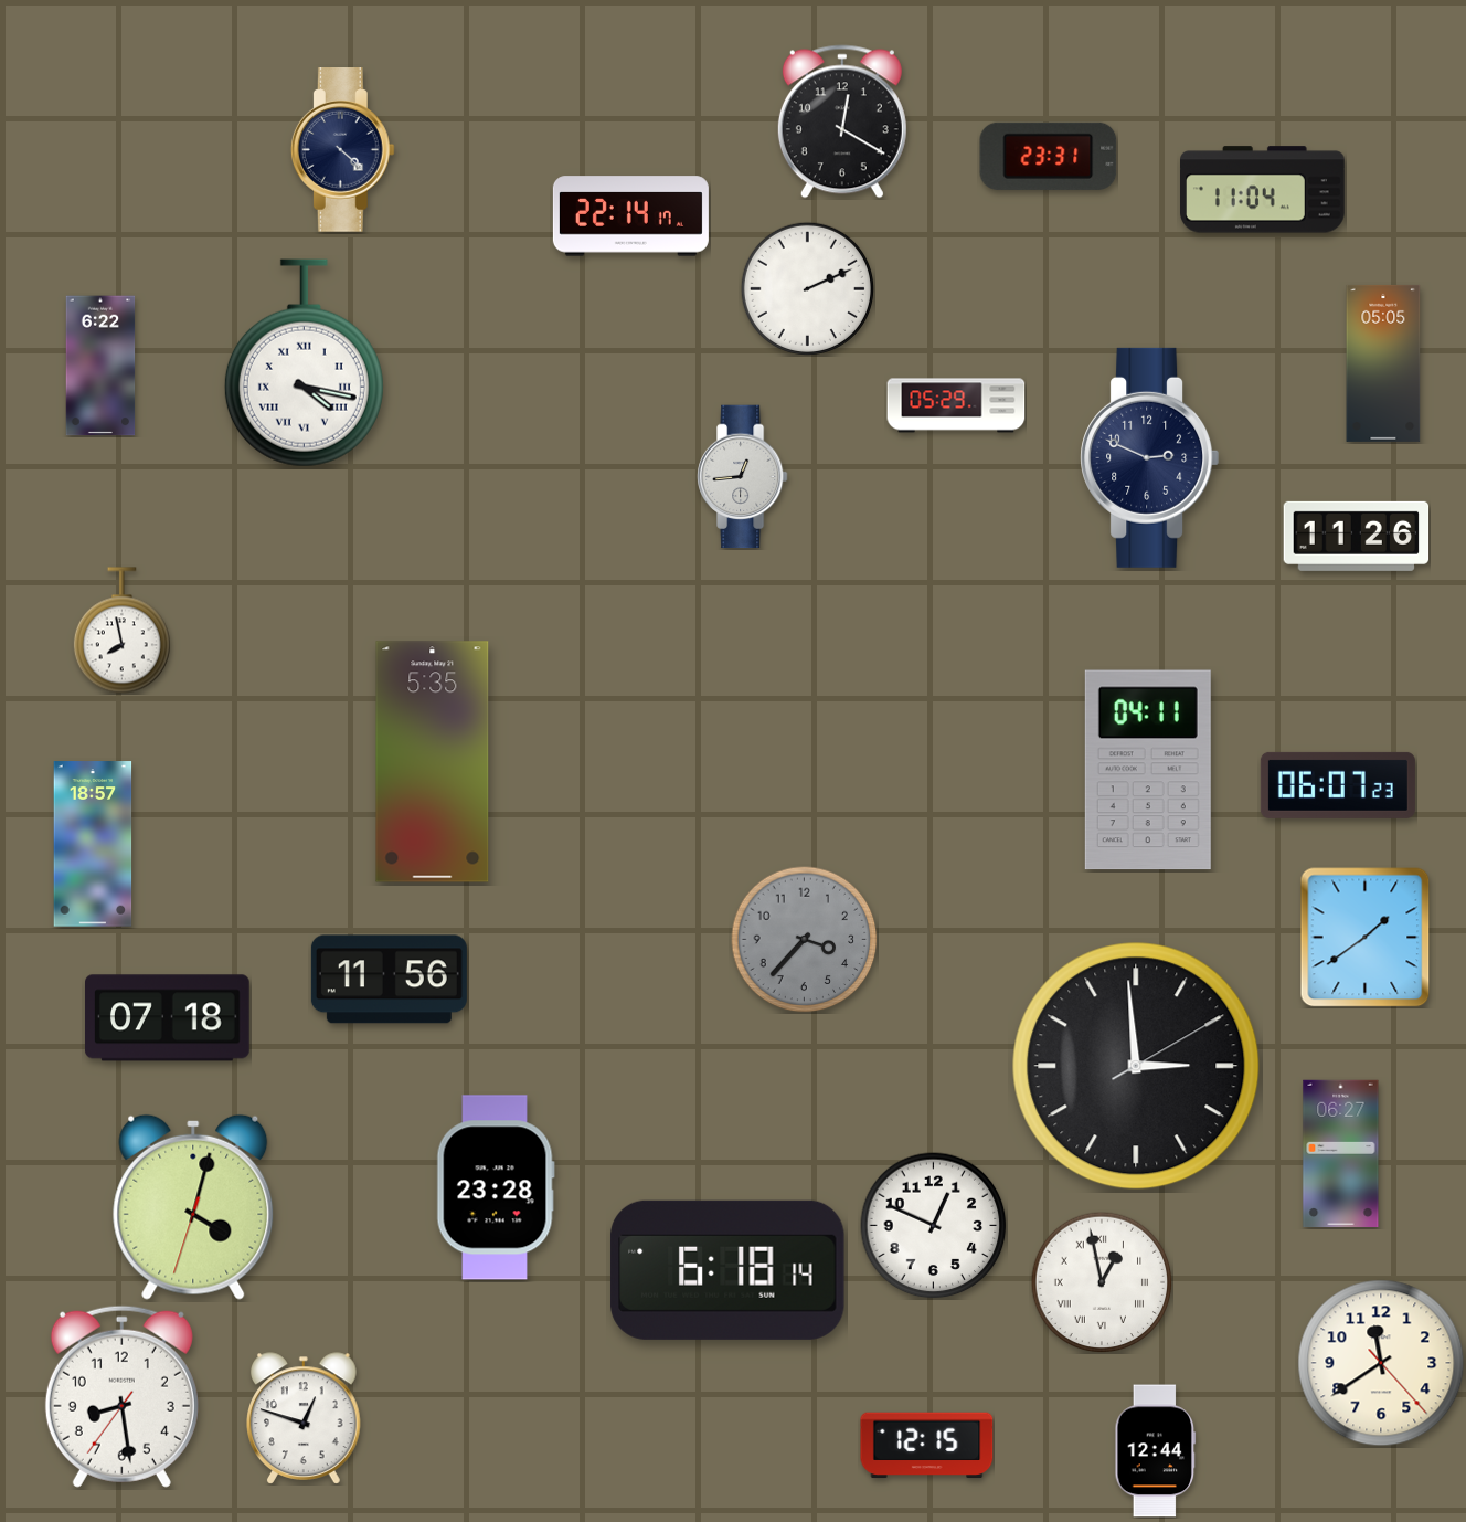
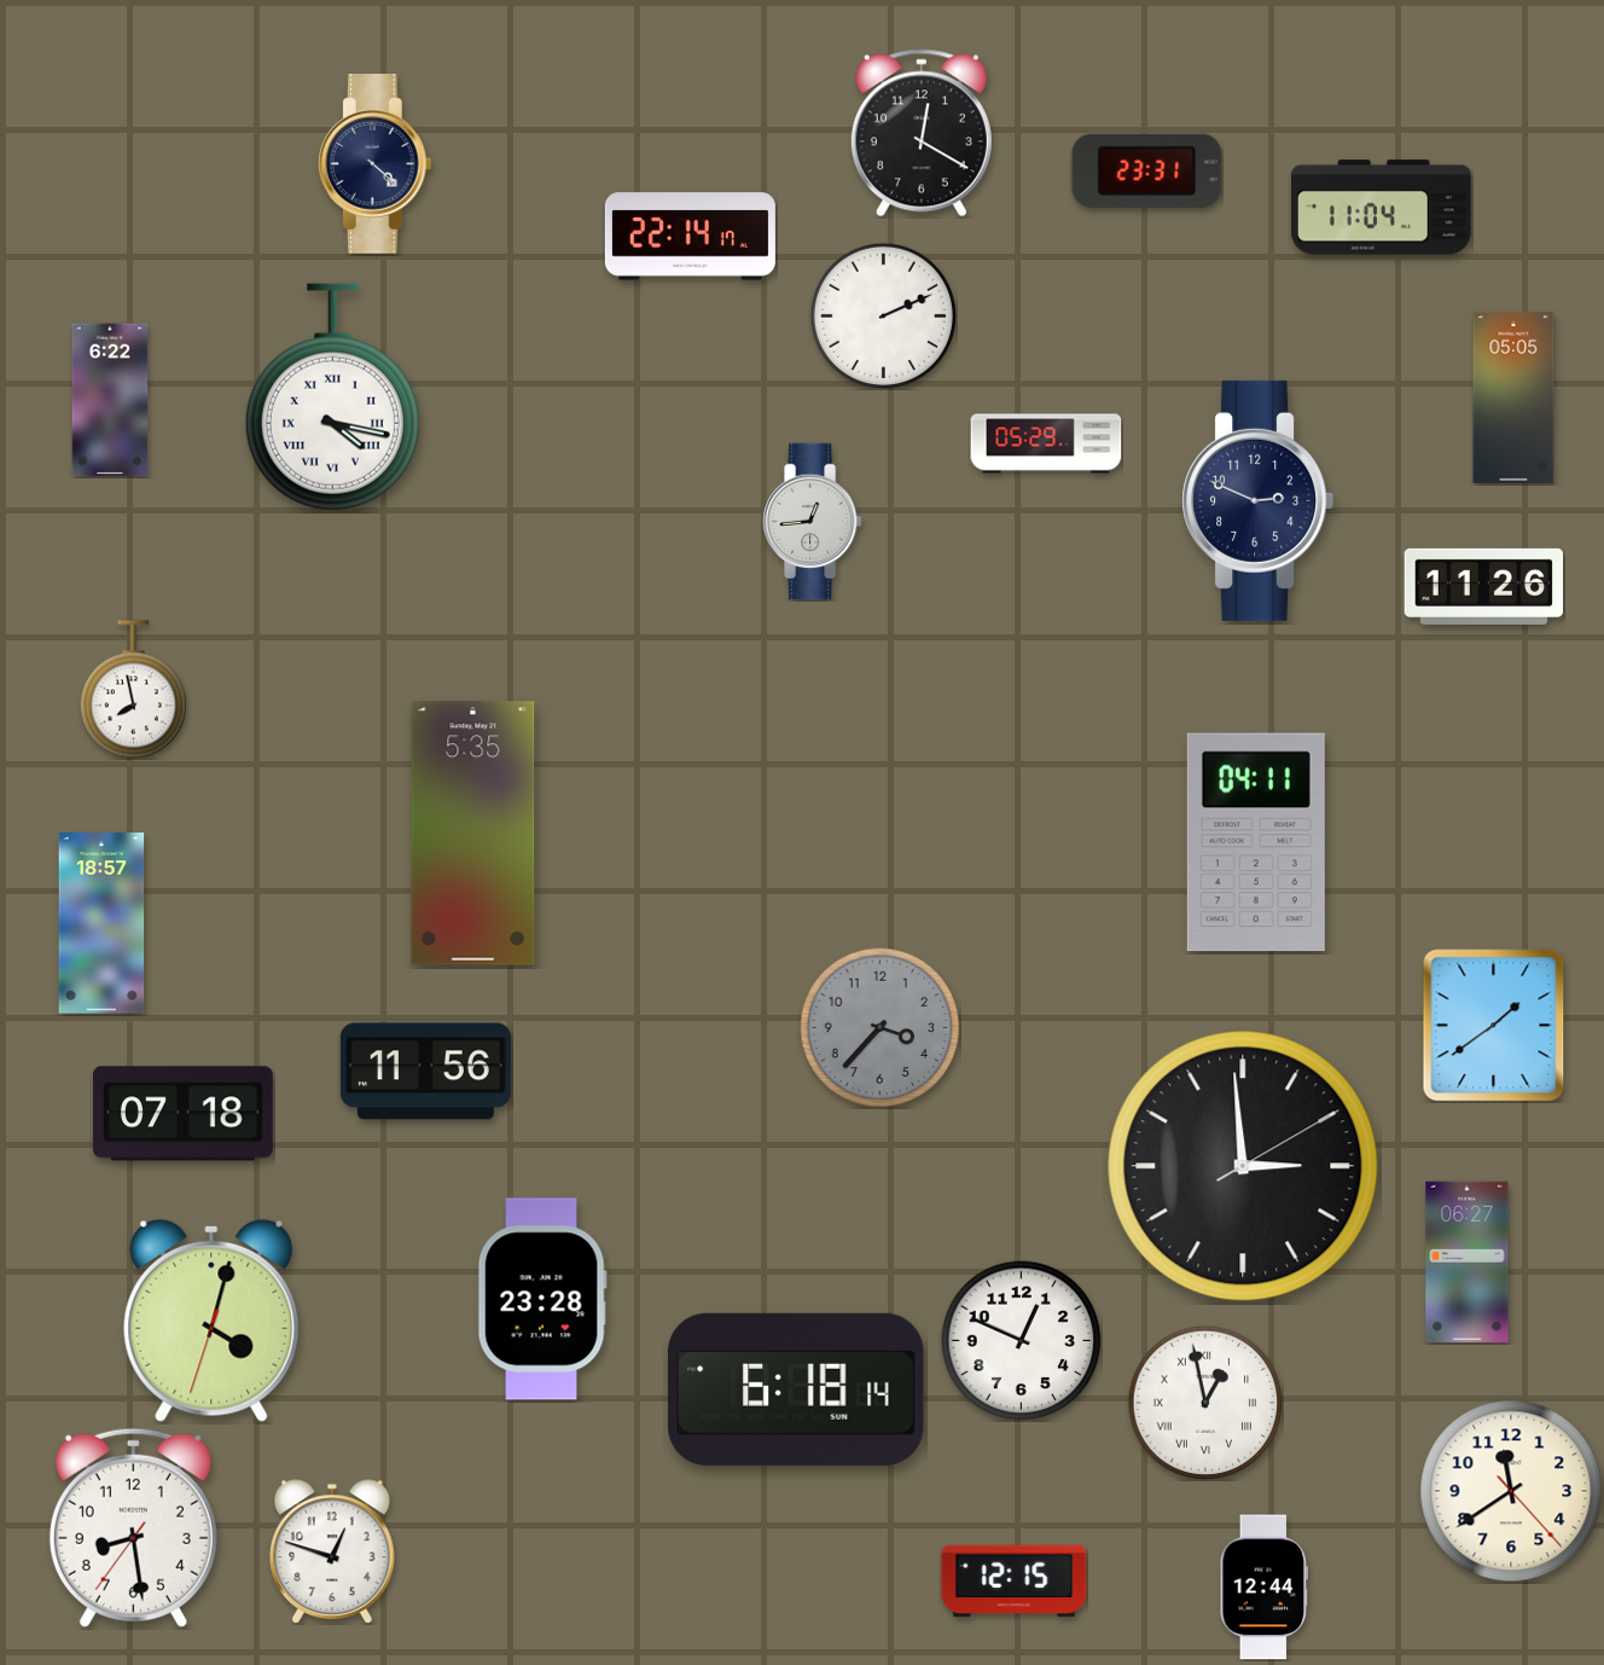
clock at (1338, 785): 06:07 -> none
